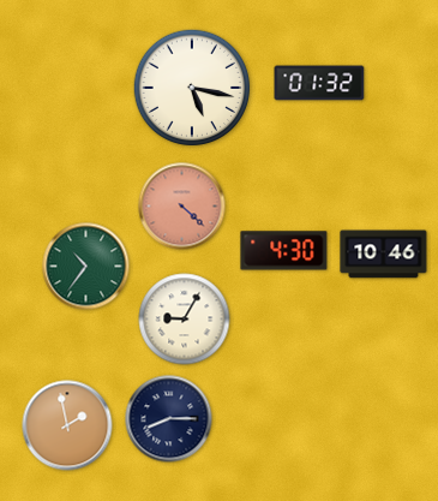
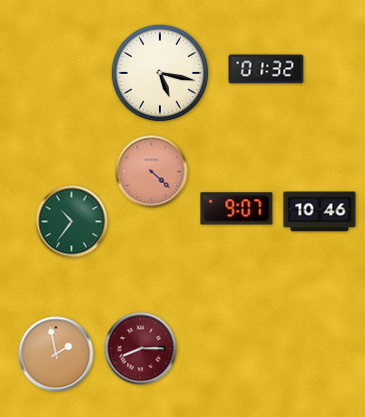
clock at (284, 251): 4:30 -> 9:07
clock at (185, 320): 9:05 -> none
clock at (169, 419) dial: navy -> burgundy
